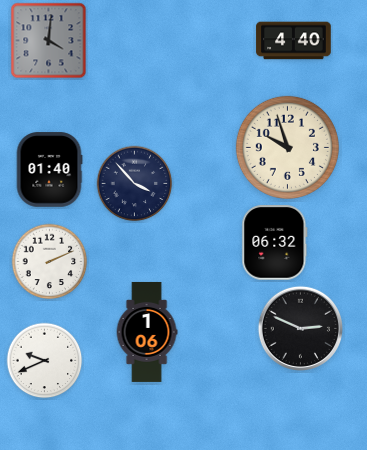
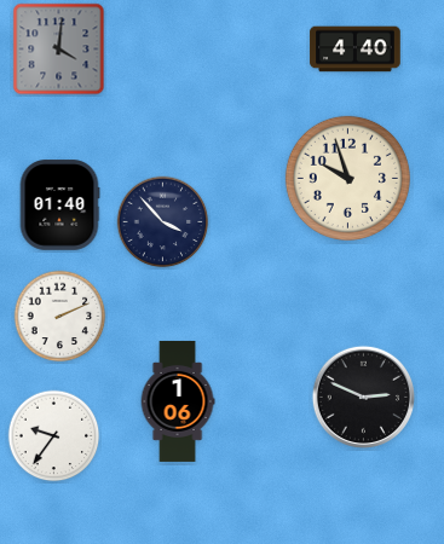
clock at (275, 243): 06:32 -> none
clock at (45, 361): 9:41 -> 9:36
